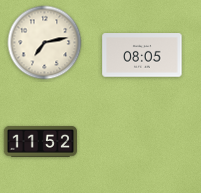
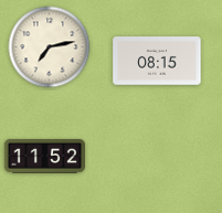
clock at (142, 55): 08:05 -> 08:15
